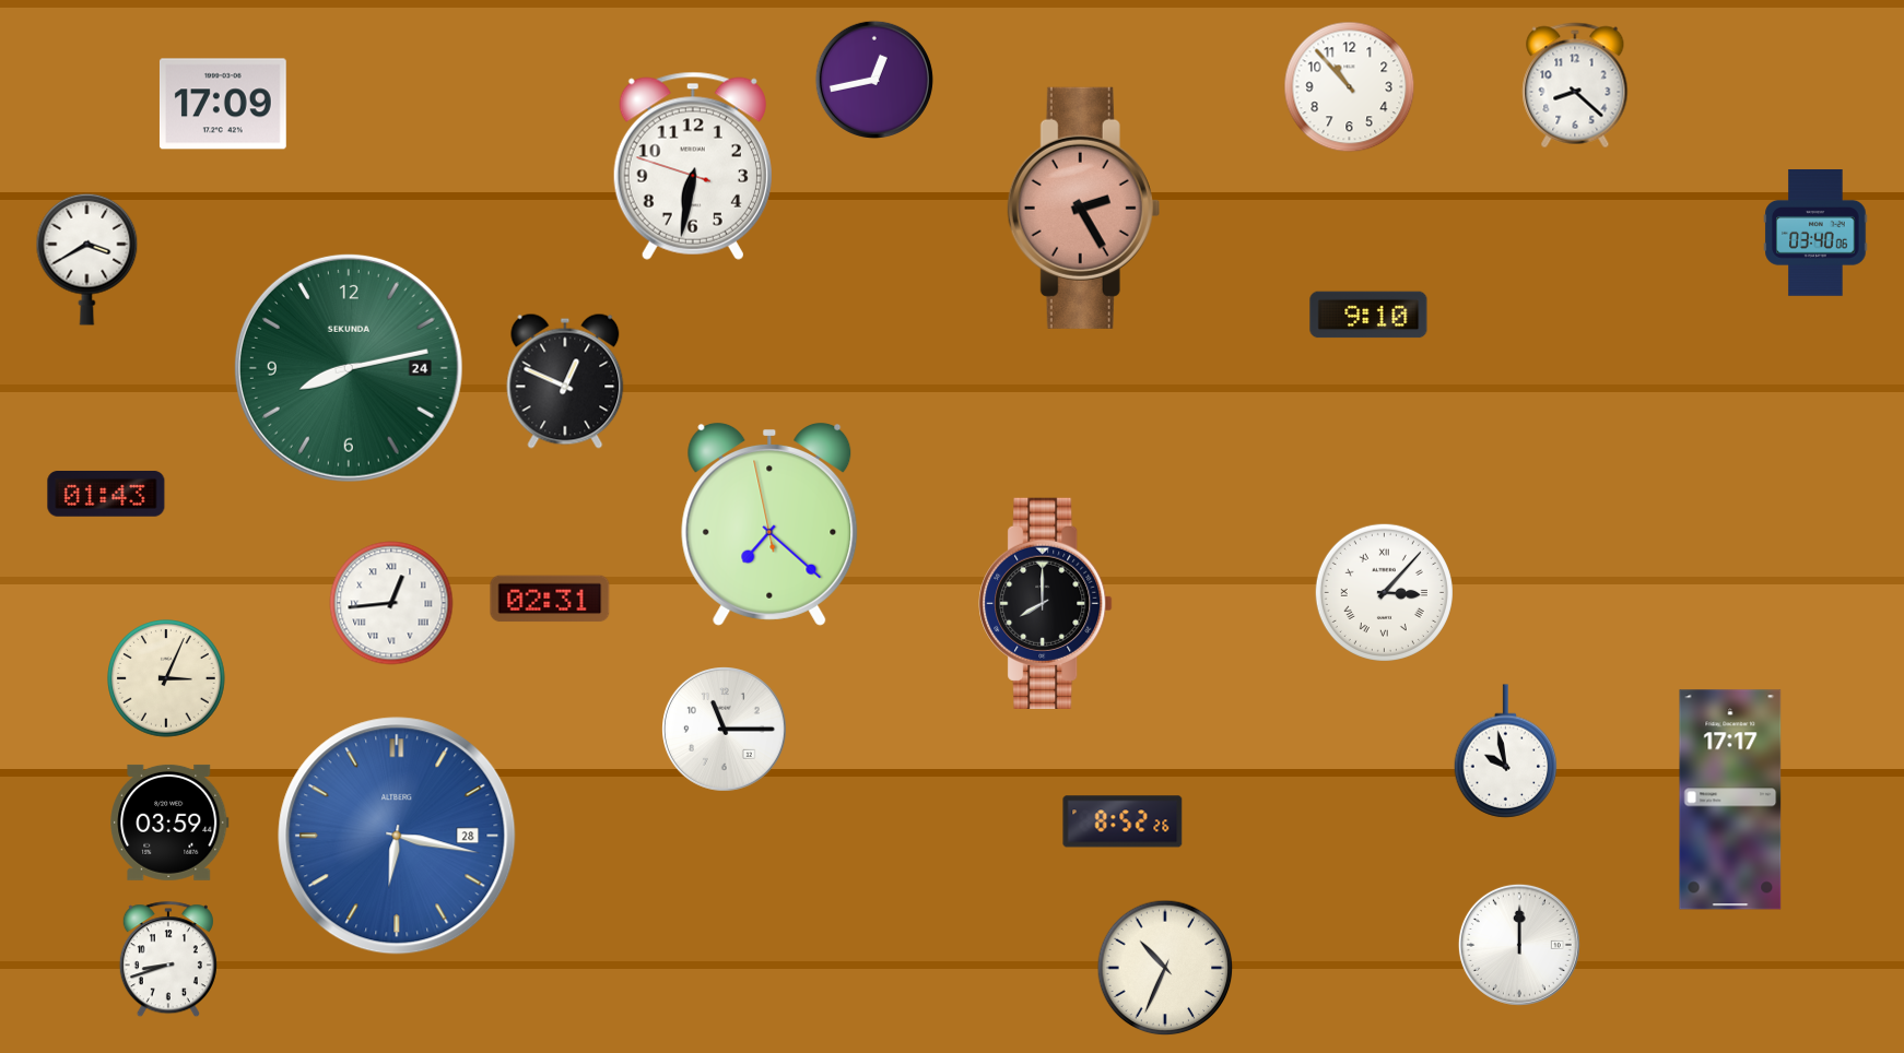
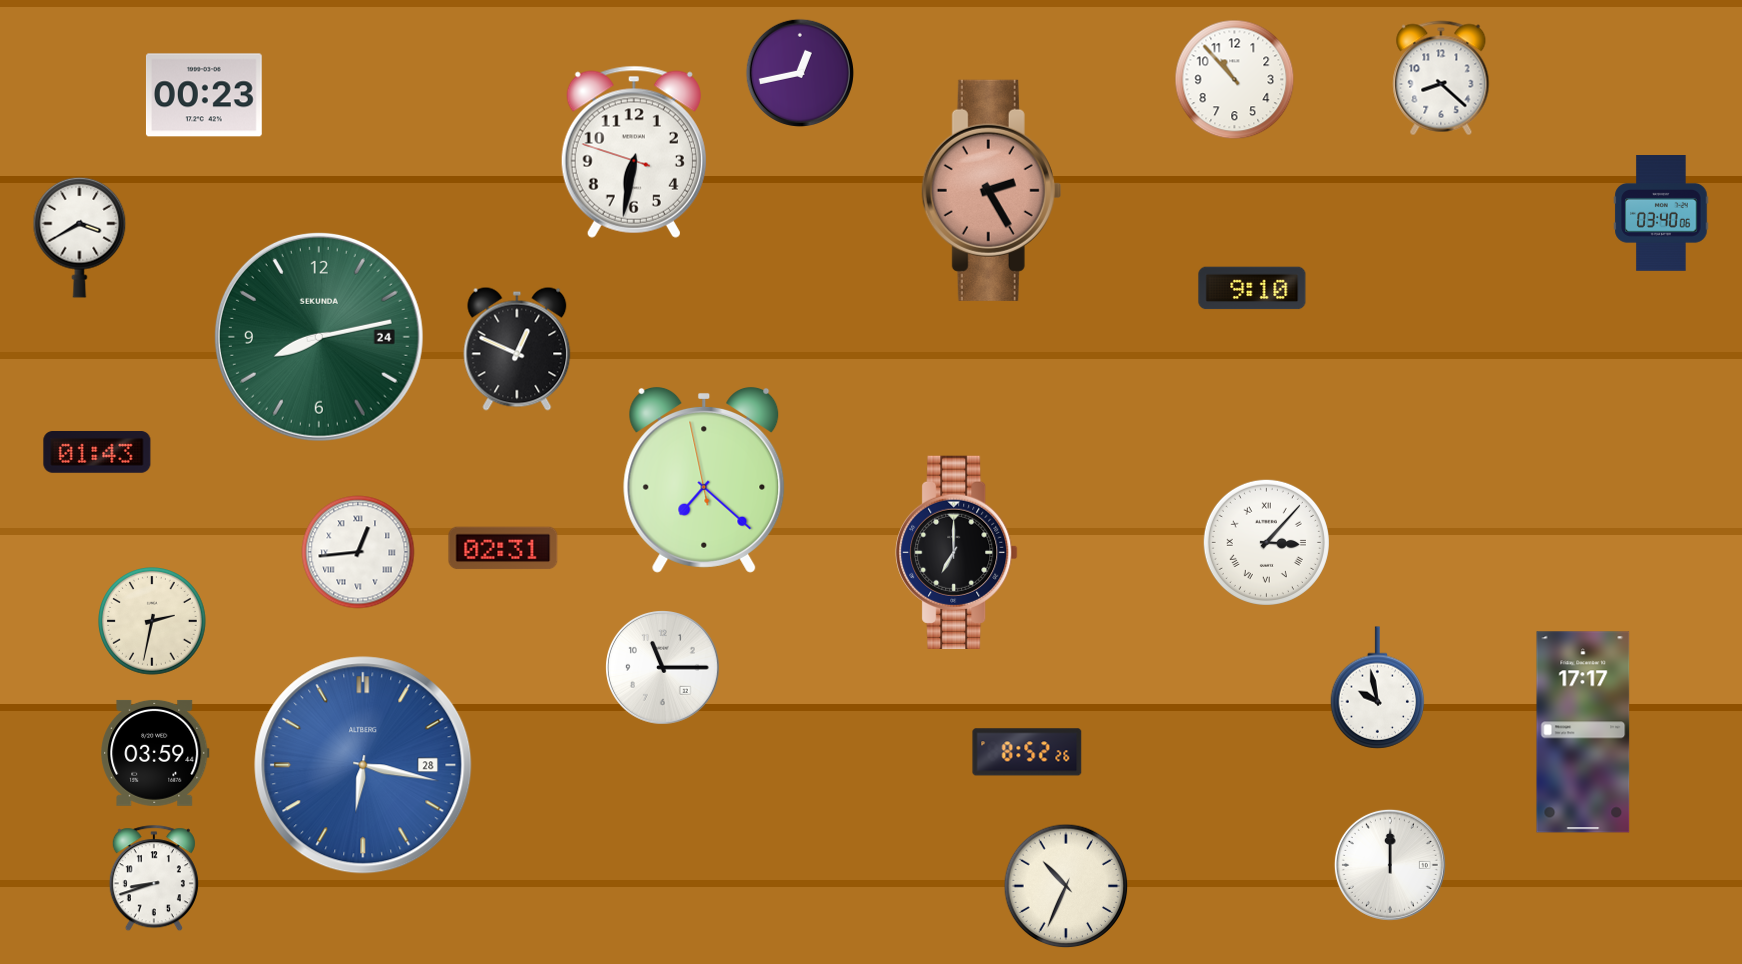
clock at (223, 104): 17:09 -> 00:23
clock at (1046, 603): 8:00 -> 7:00
clock at (167, 679): 3:04 -> 2:32
